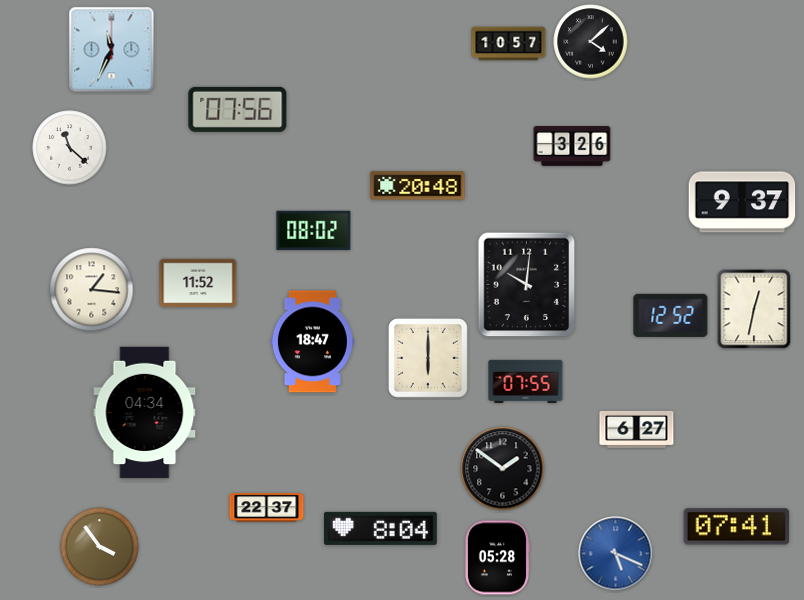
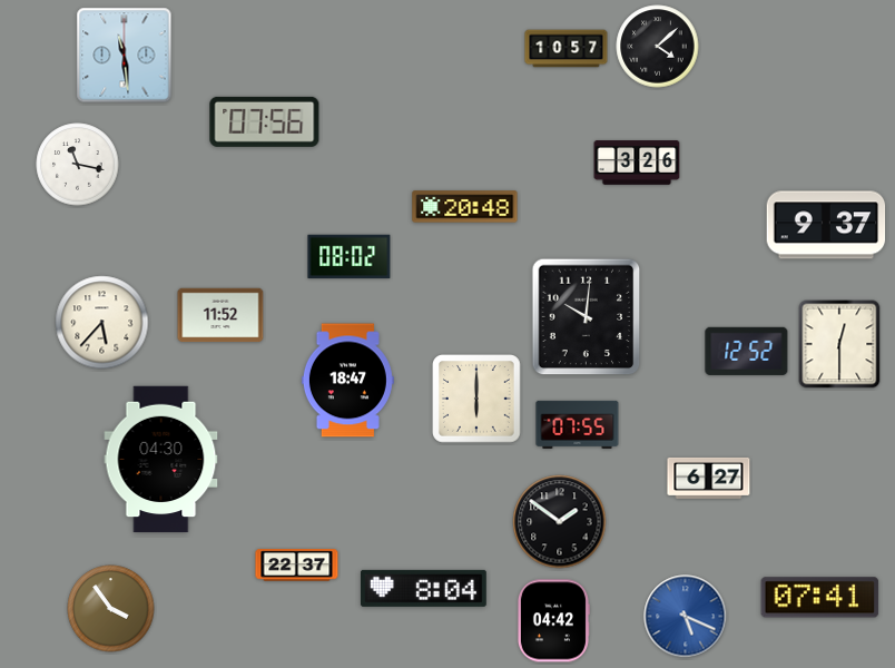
clock at (112, 50): 11:34 -> 11:29
clock at (70, 148): 11:22 -> 11:17
clock at (92, 290): 1:16 -> 5:37
clock at (754, 309): 12:32 -> 12:30
clock at (526, 381) position: (526, 381) -> (578, 424)
clock at (145, 413): 04:34 -> 04:30
clock at (737, 527) position: (737, 527) -> (820, 598)
clock at (497, 558): 05:28 -> 04:42
